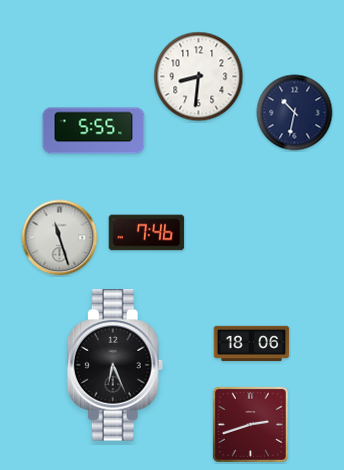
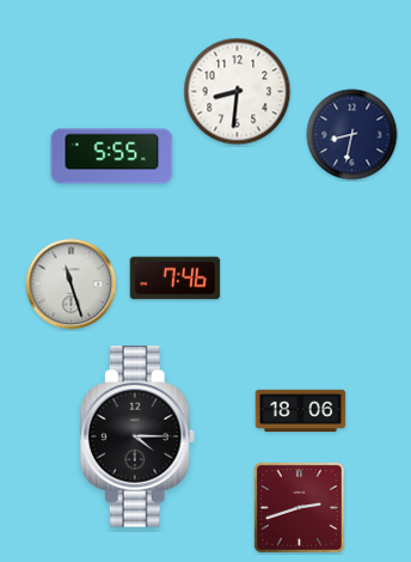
clock at (295, 113): 10:32 -> 8:32
clock at (115, 365): 6:26 -> 4:15
